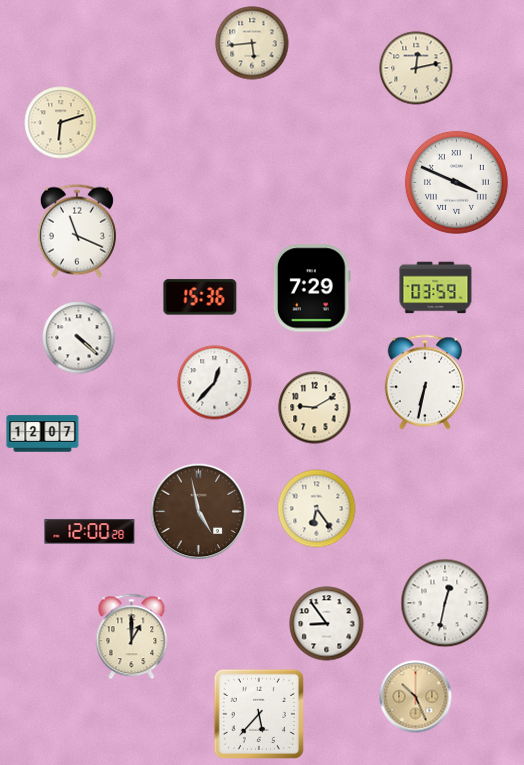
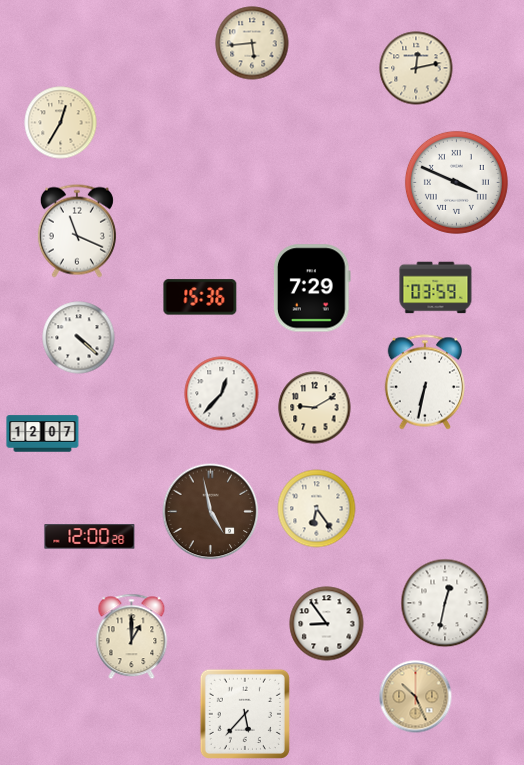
clock at (61, 123): 6:12 -> 12:35
clock at (215, 383) position: (215, 383) -> (222, 394)
clock at (199, 512) position: (199, 512) -> (211, 512)
clock at (90, 532) position: (90, 532) -> (90, 537)
clock at (259, 714) position: (259, 714) -> (245, 714)
